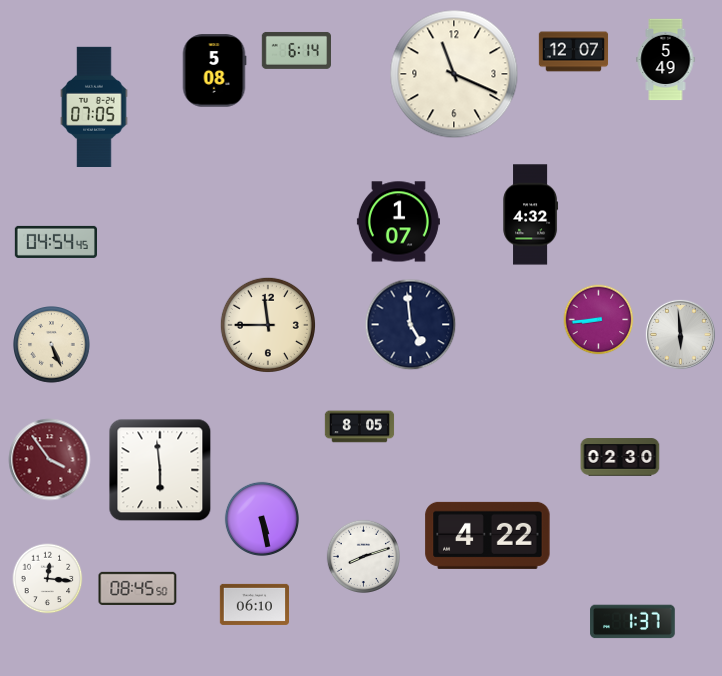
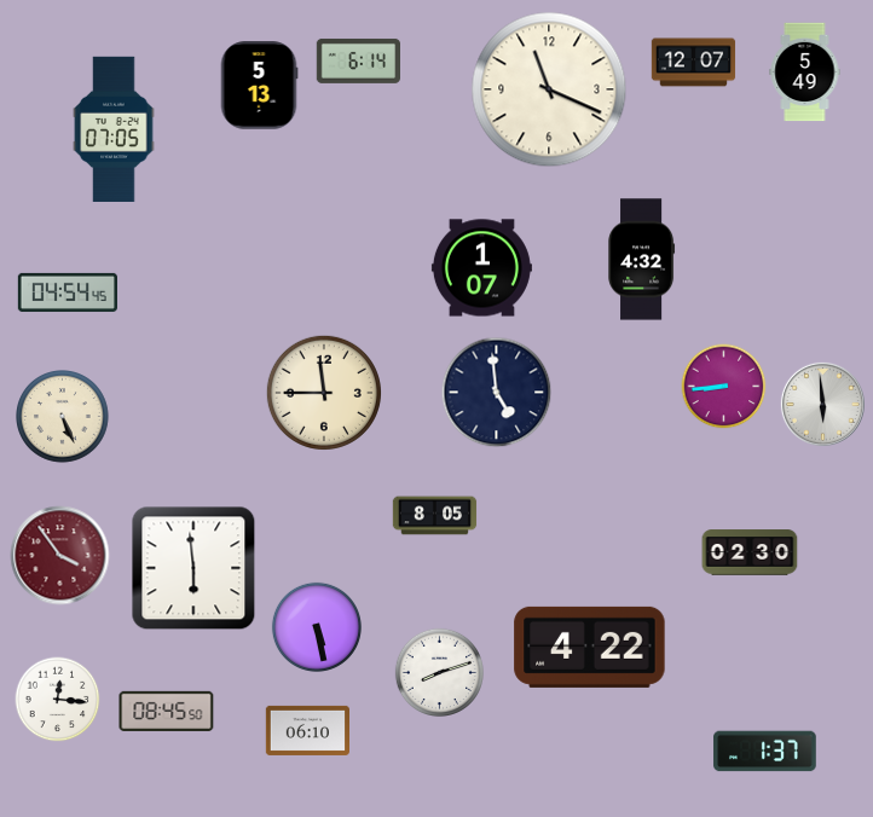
clock at (214, 71): 5:08 -> 5:13
